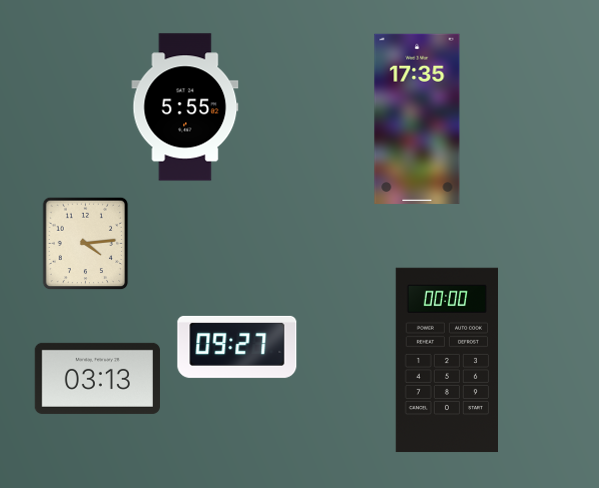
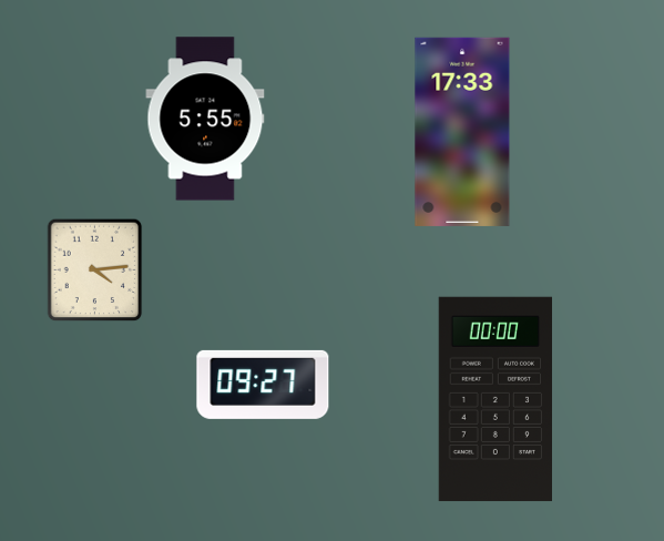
clock at (417, 119): 17:35 -> 17:33
clock at (97, 378): 03:13 -> none
